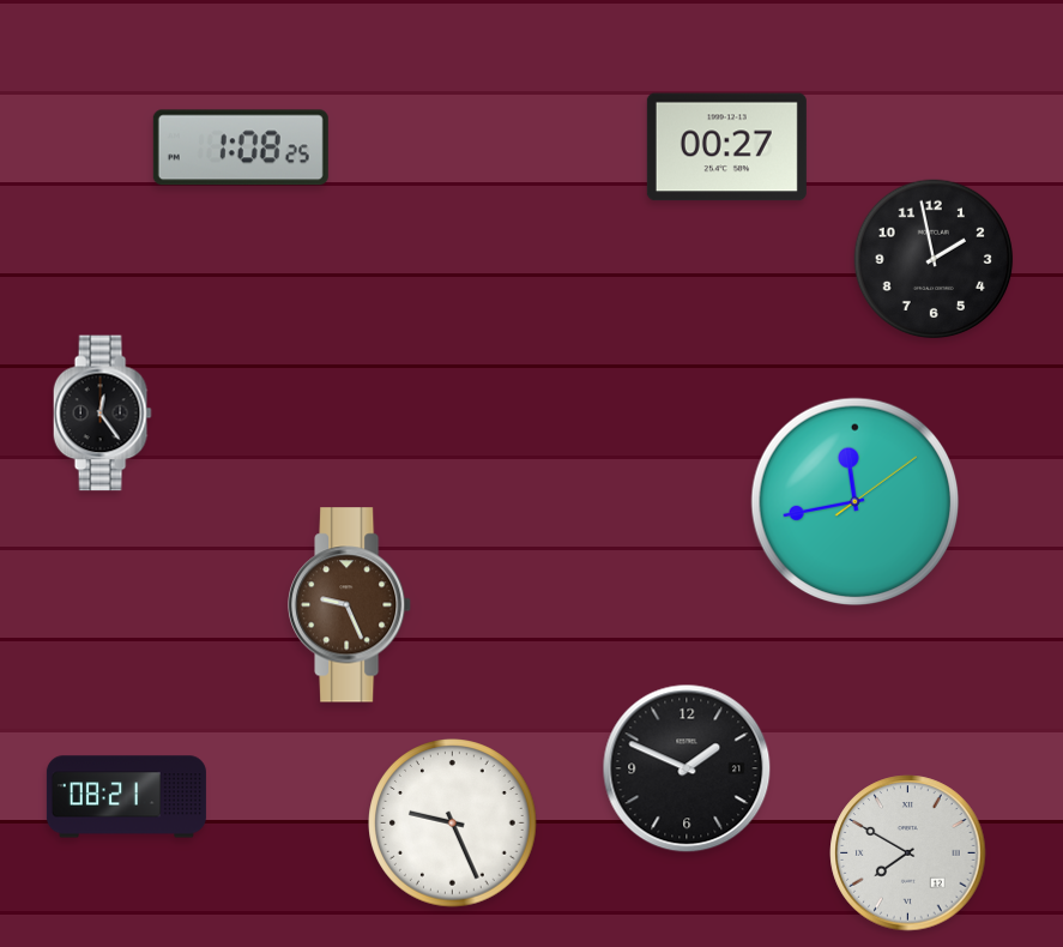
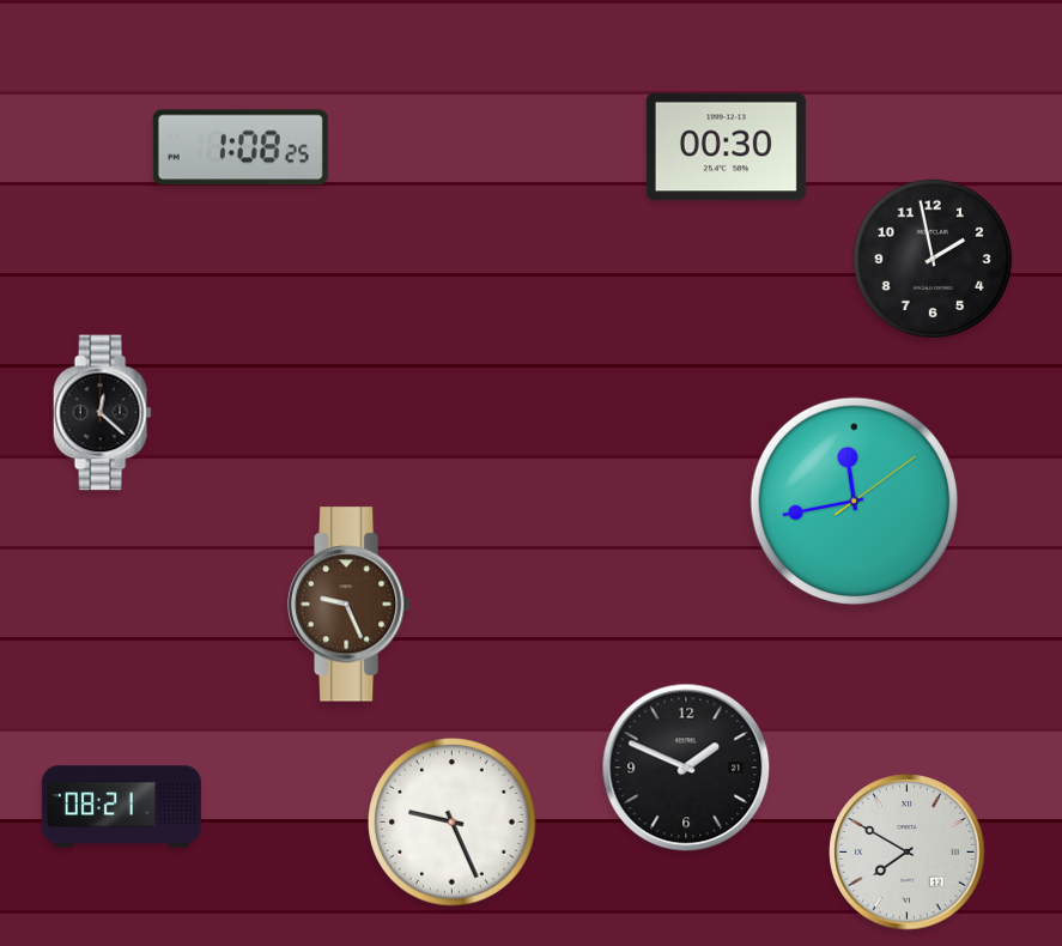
clock at (726, 147): 00:27 -> 00:30
clock at (102, 414): 12:24 -> 12:22
clock at (126, 797) position: (126, 797) -> (121, 807)
